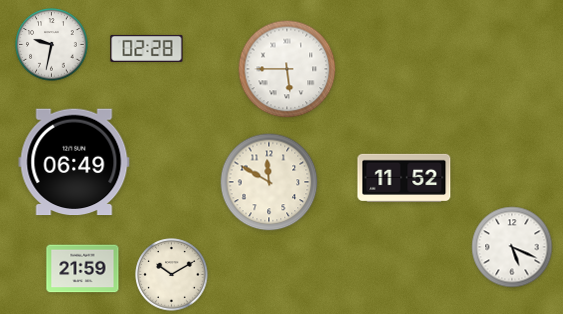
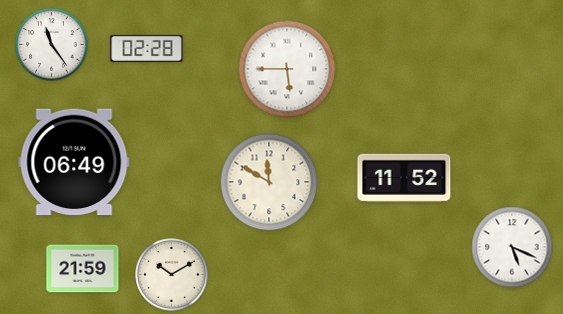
clock at (52, 45): 9:32 -> 11:24
